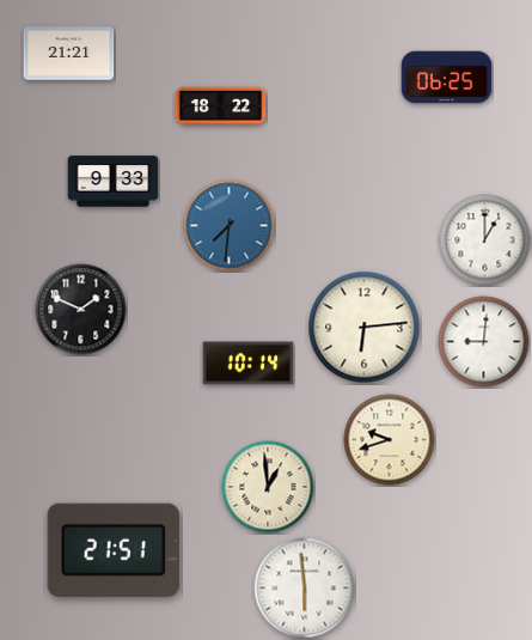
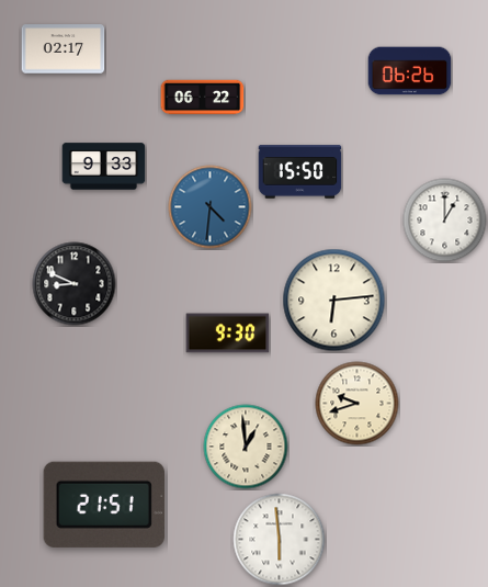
clock at (69, 54): 21:21 -> 02:17
clock at (447, 78): 06:25 -> 06:26
clock at (221, 106): 18:22 -> 06:22
clock at (300, 172): none -> 15:50
clock at (230, 226): 7:31 -> 4:31
clock at (81, 310): 1:49 -> 8:49
clock at (484, 342): 9:01 -> none
clock at (249, 364): 10:14 -> 9:30
